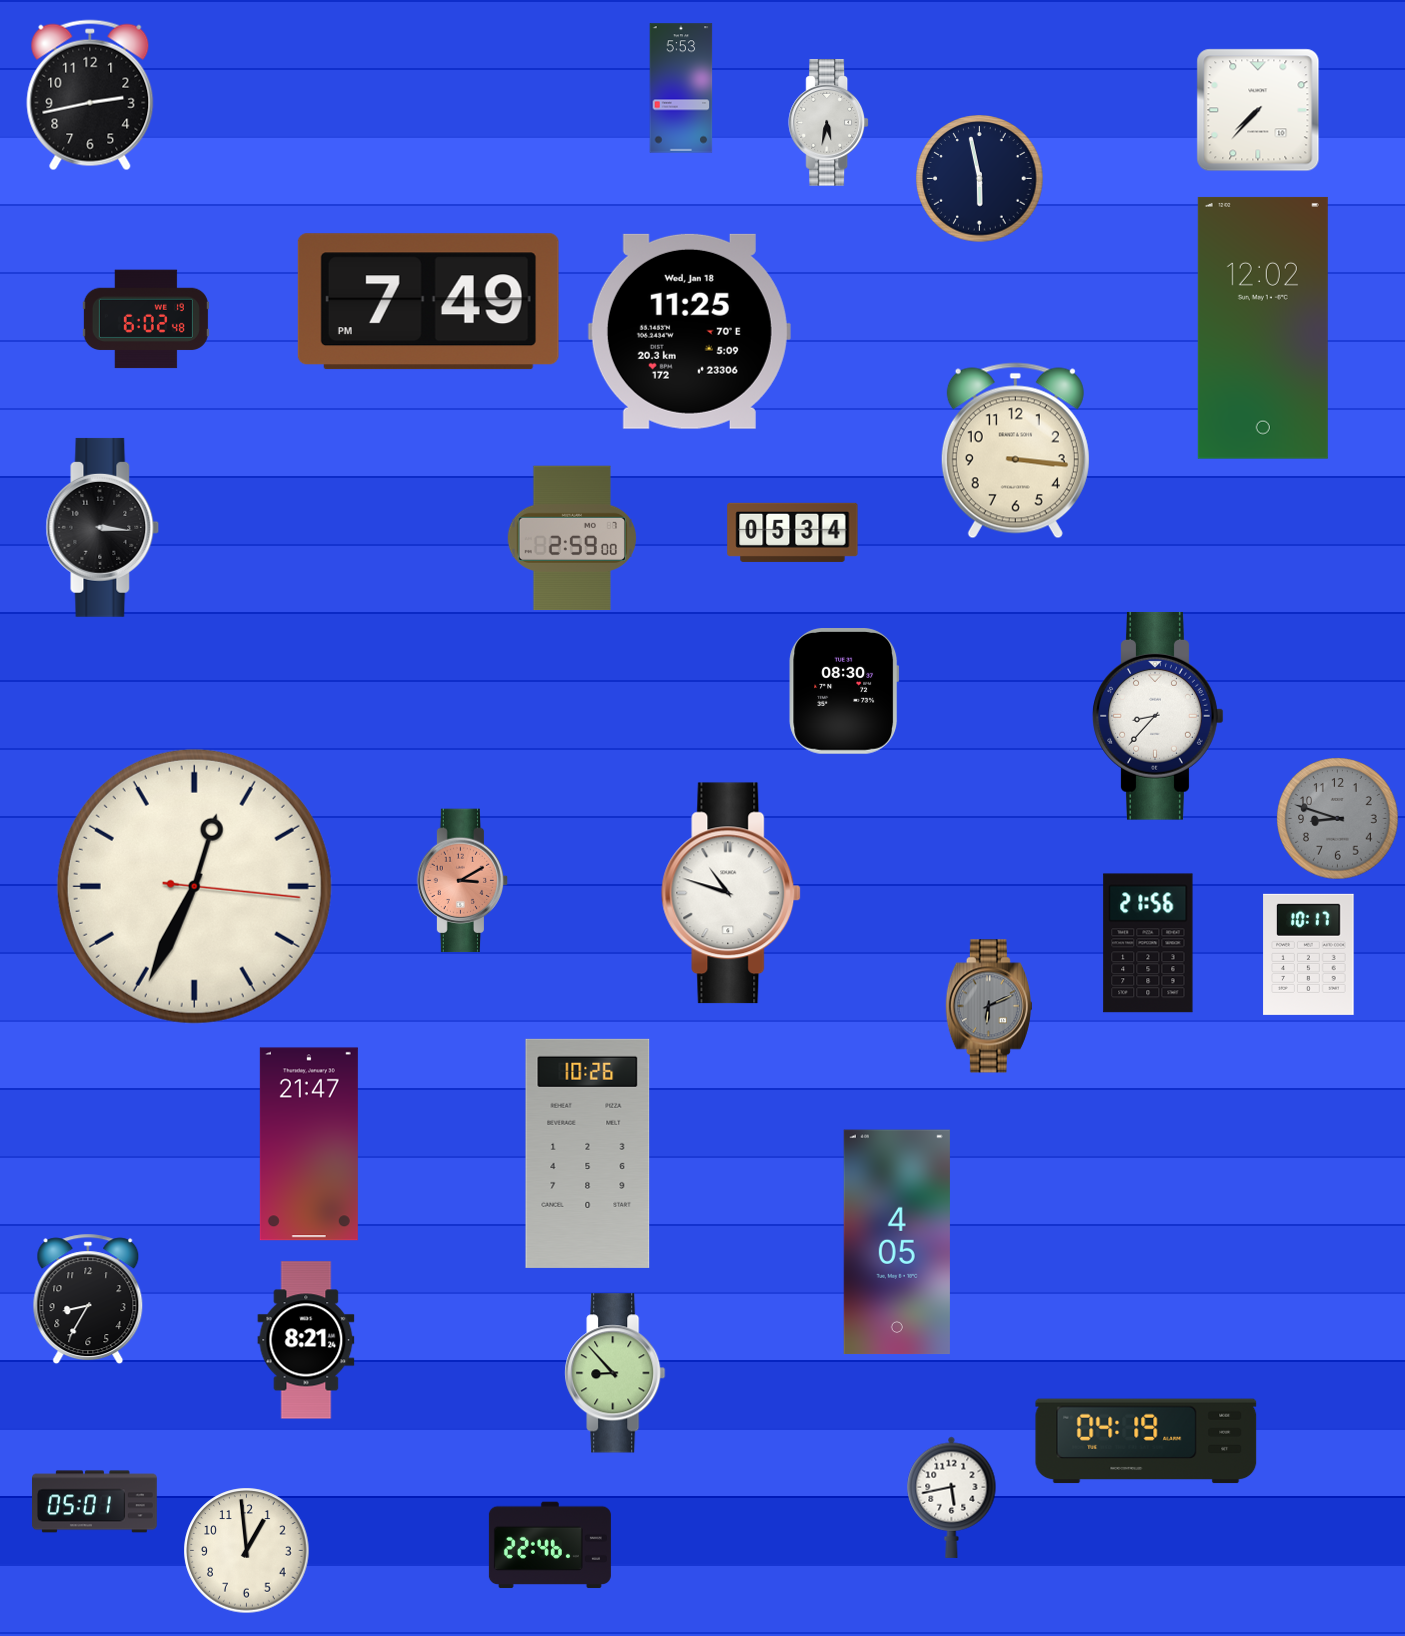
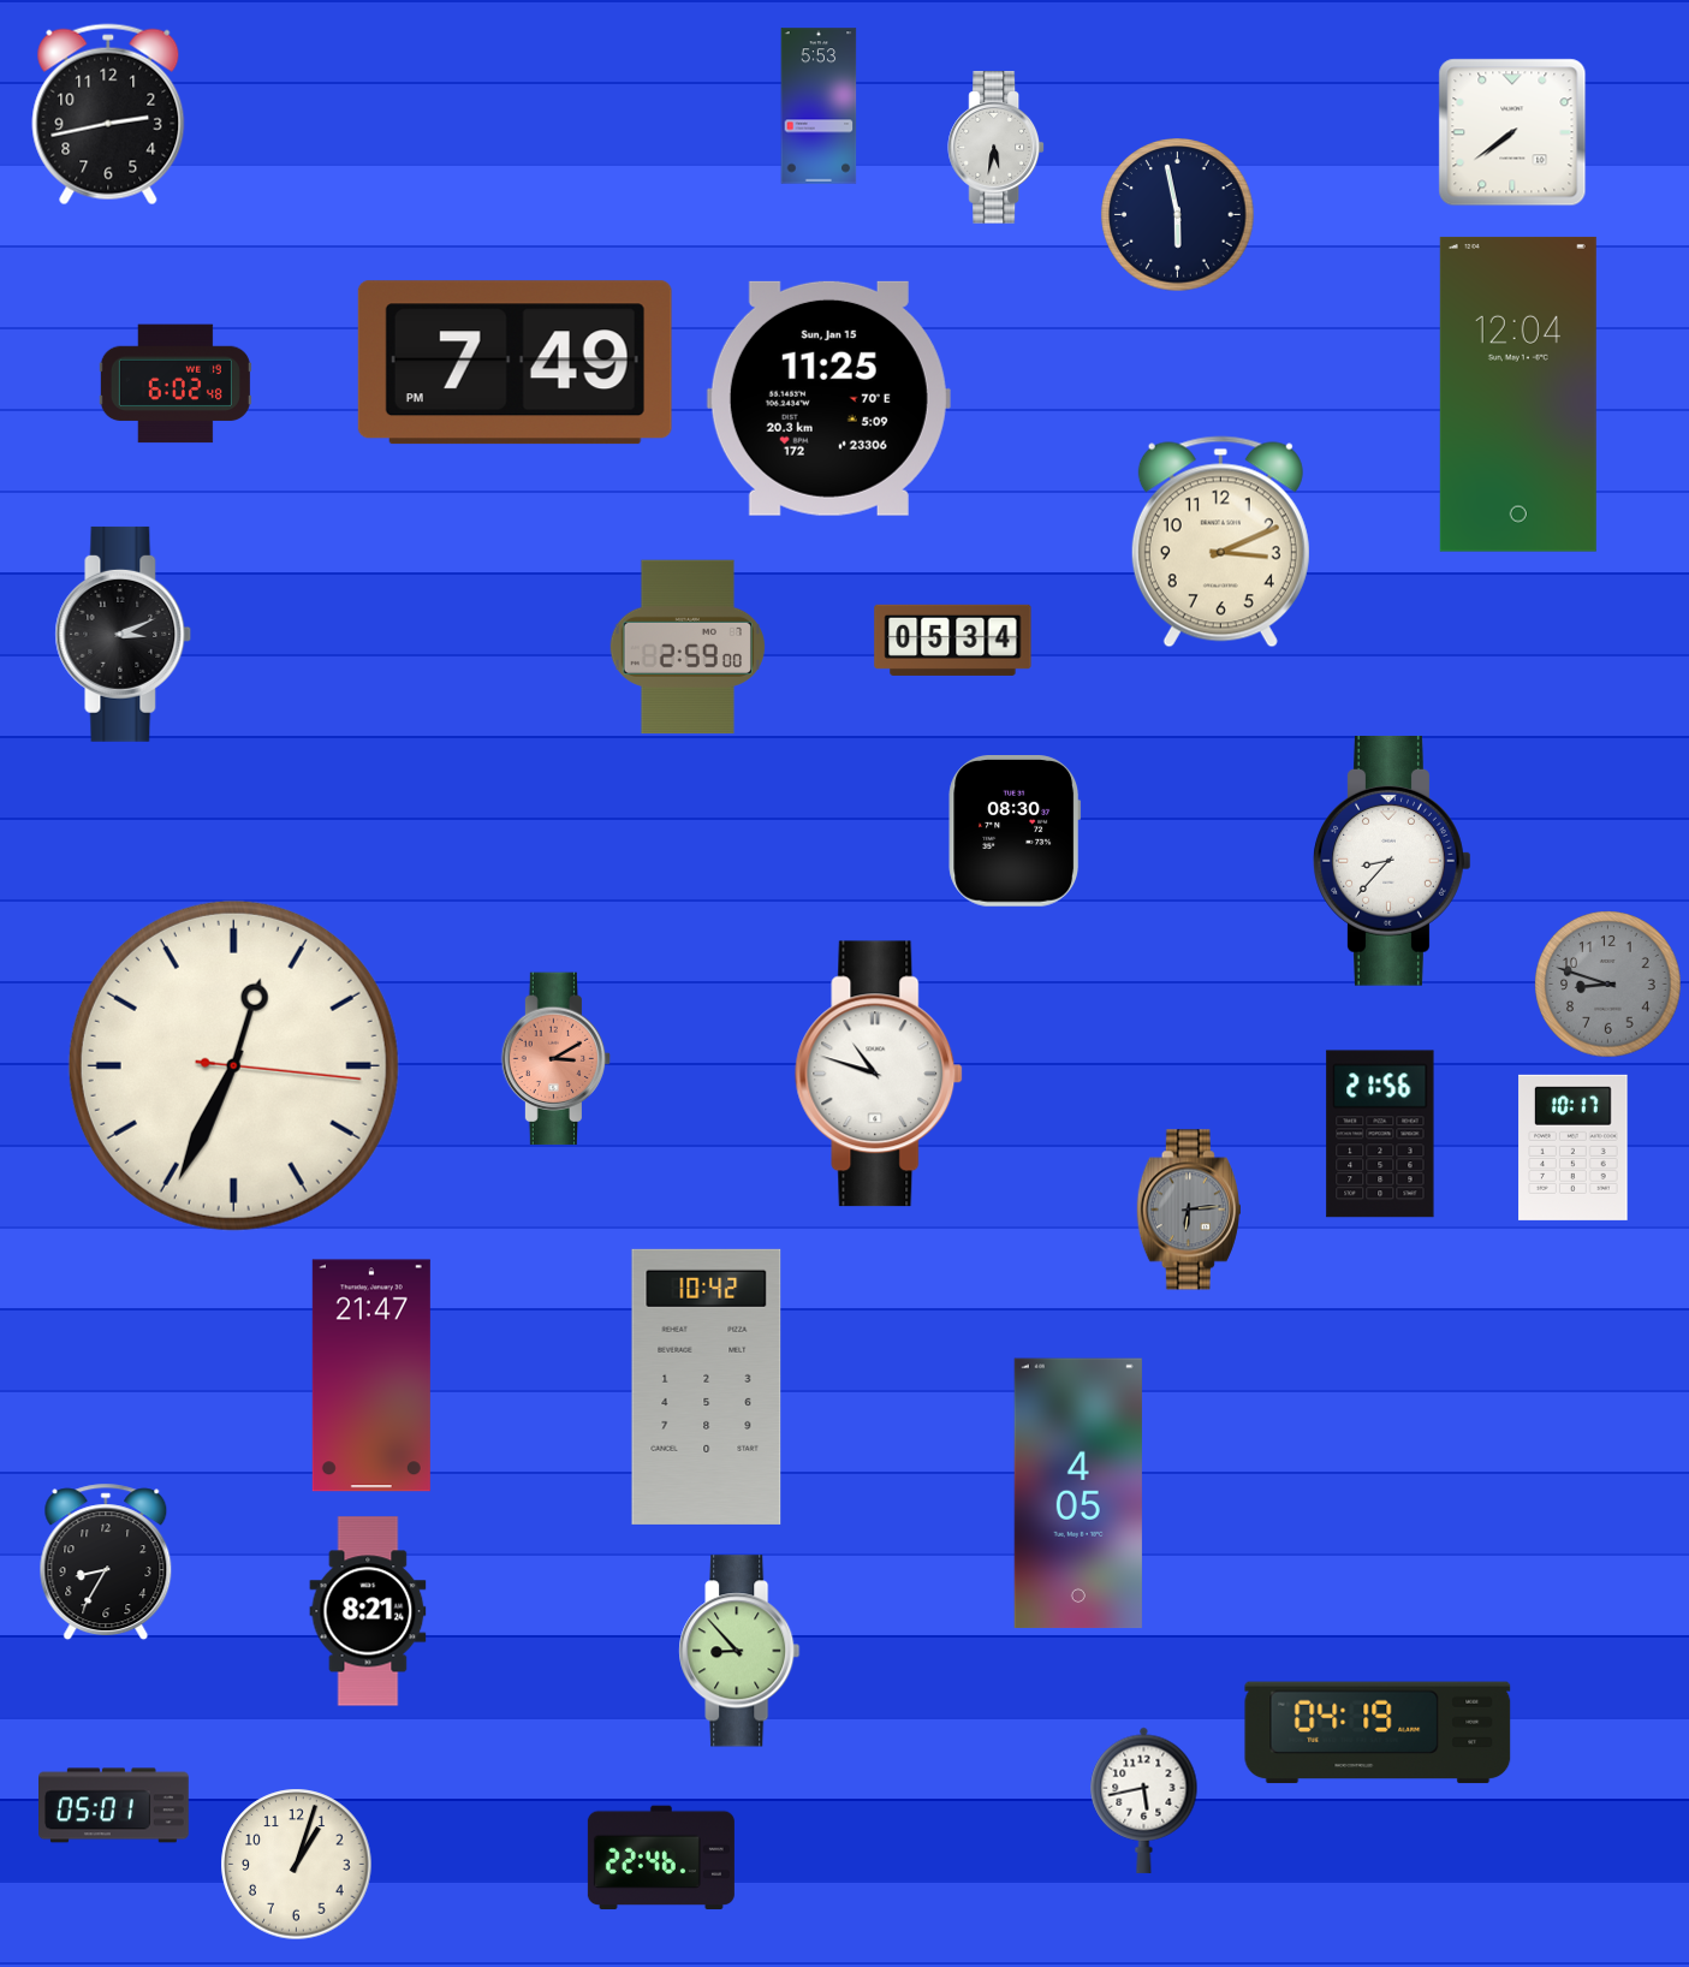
clock at (1258, 110): 7:37 -> 7:39
clock at (1263, 328): 12:02 -> 12:04
clock at (689, 331) date: Wed, Jan 18 -> Sun, Jan 15
clock at (1015, 451): 3:16 -> 3:11
clock at (103, 527): 3:16 -> 3:11
clock at (989, 1006): 6:11 -> 6:14
clock at (588, 1153): 10:26 -> 10:42
clock at (247, 1551): 12:59 -> 1:03
